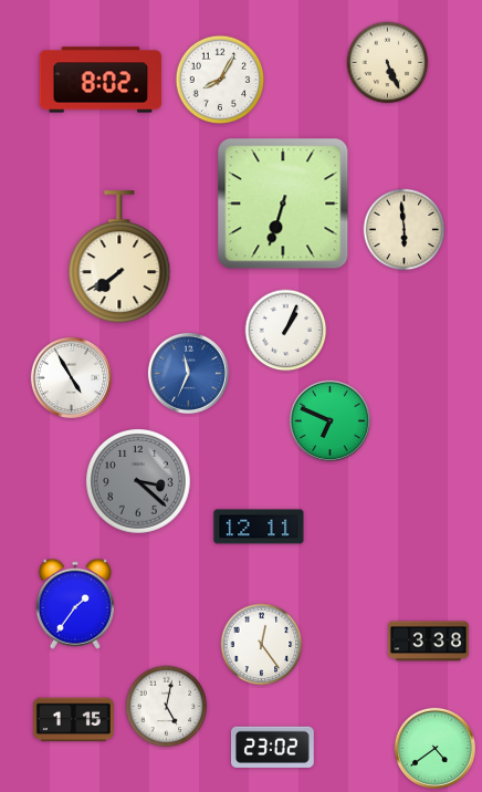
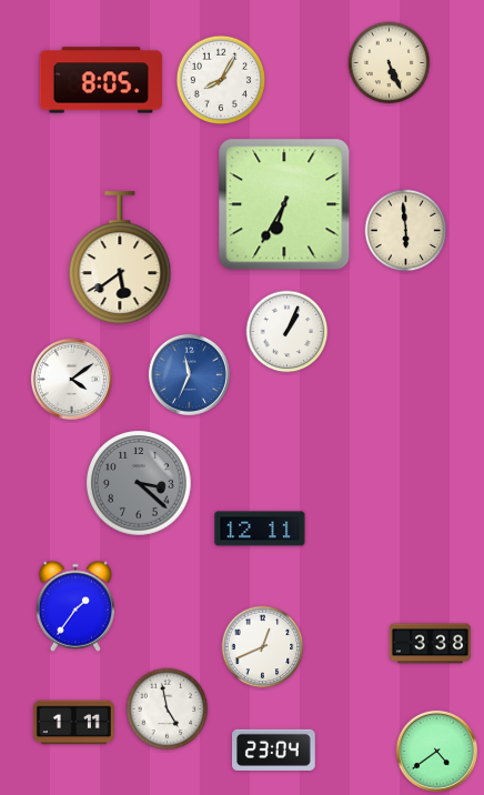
clock at (101, 80): 8:02 -> 8:05
clock at (283, 204): 6:33 -> 6:35
clock at (119, 258): 7:39 -> 5:39
clock at (71, 377): 4:55 -> 4:09
clock at (329, 420): 6:49 -> none
clock at (262, 645): 12:24 -> 12:41
clock at (167, 707): 5:02 -> 4:58
clock at (73, 720): 1:15 -> 1:11
clock at (273, 747): 23:02 -> 23:04
